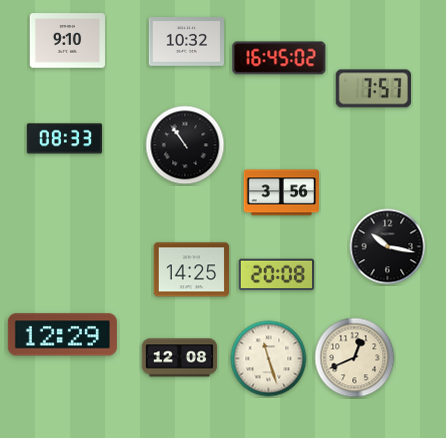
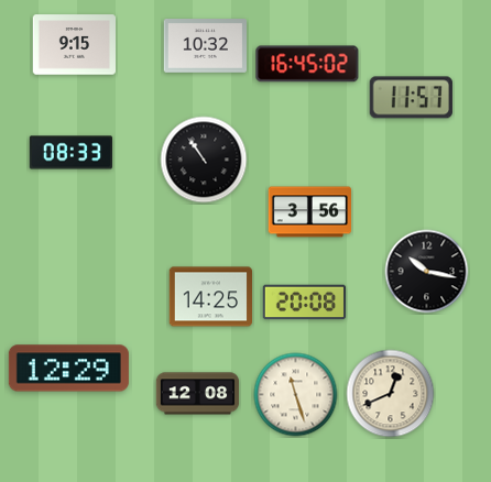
clock at (68, 41): 9:10 -> 9:15
clock at (373, 89): 7:57 -> 11:57
